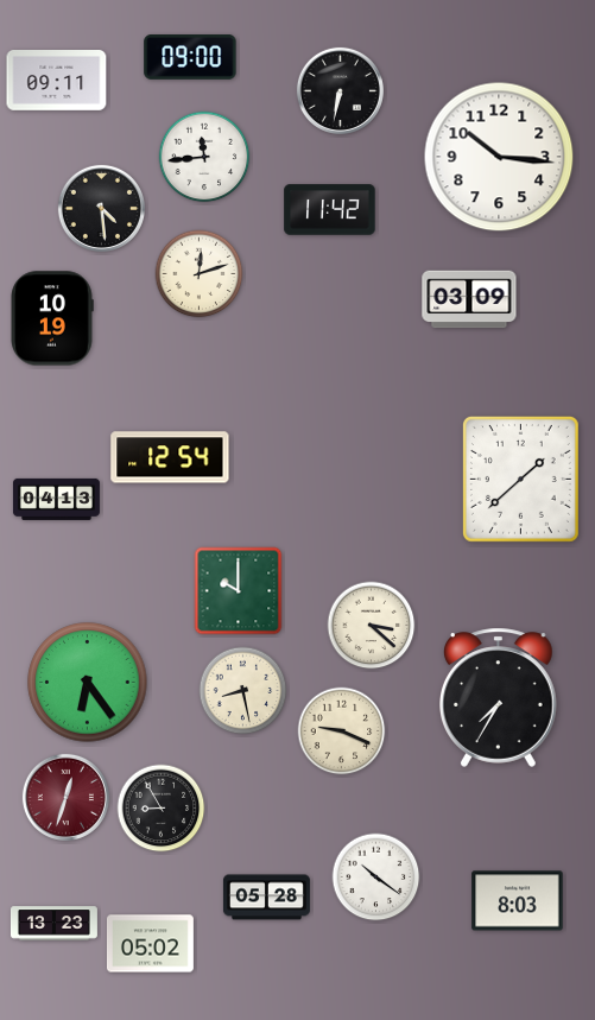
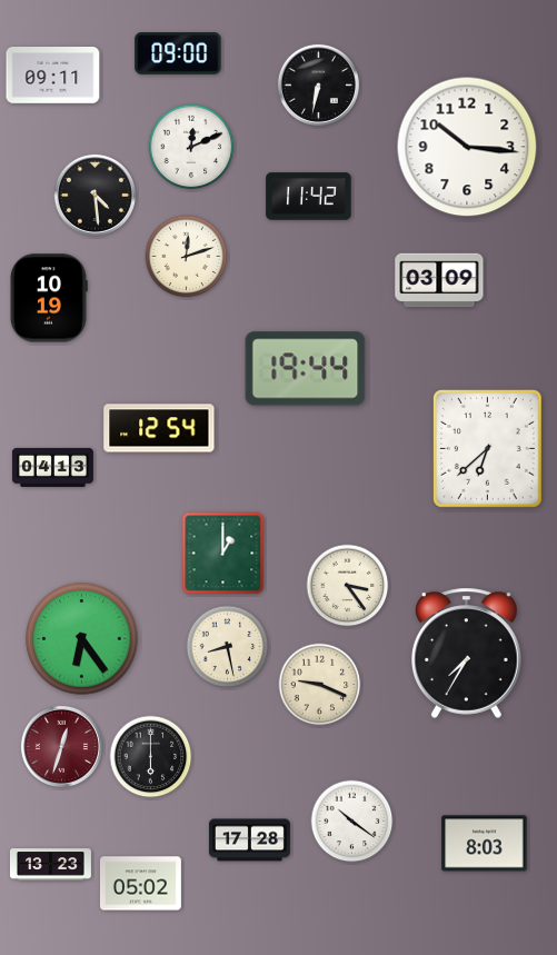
clock at (204, 157): 11:44 -> 12:11
clock at (306, 369): none -> 19:44
clock at (520, 479): 1:38 -> 6:38
clock at (239, 591): 10:00 -> 1:00
clock at (372, 626): 3:22 -> 3:24
clock at (162, 809): 8:55 -> 6:00
clock at (266, 898): 05:28 -> 17:28
